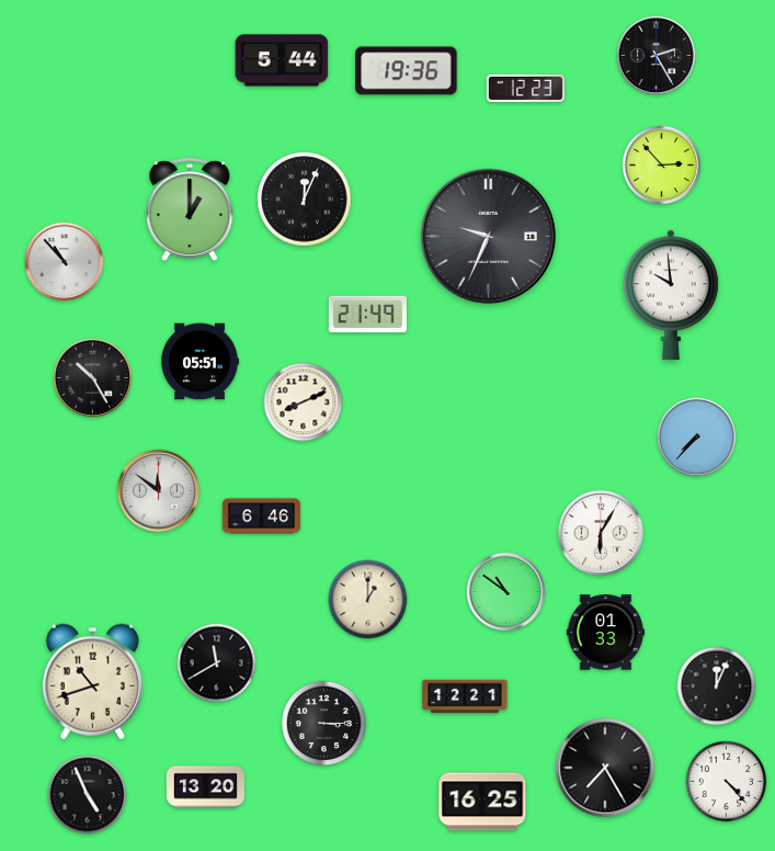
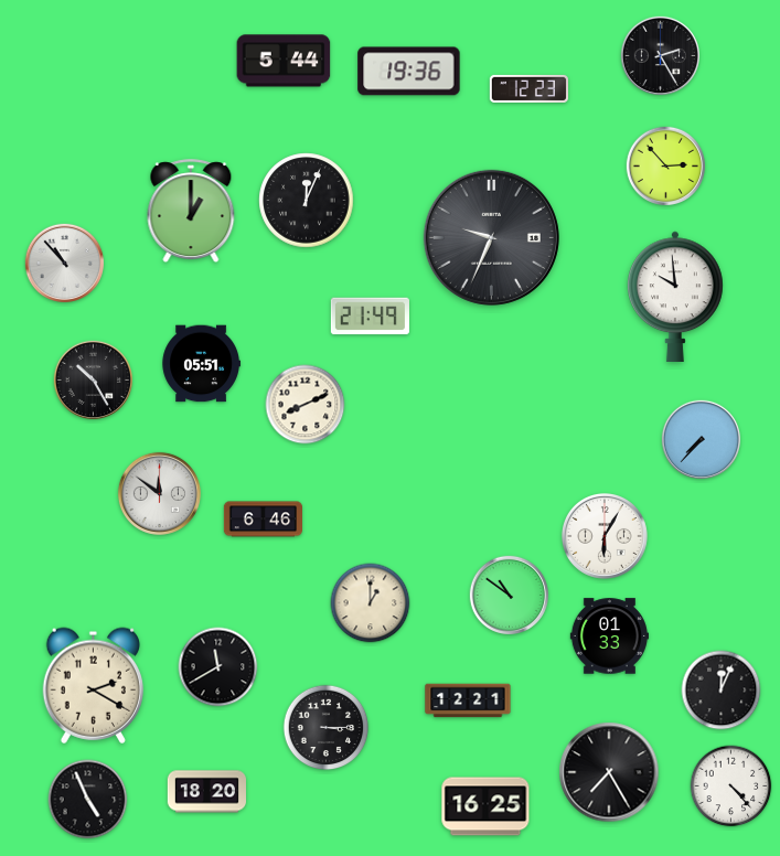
clock at (92, 681): 10:42 -> 2:20
clock at (205, 787): 13:20 -> 18:20
